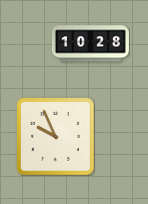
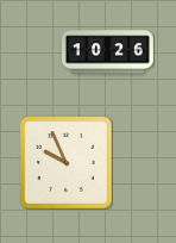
clock at (90, 44): 10:28 -> 10:26
